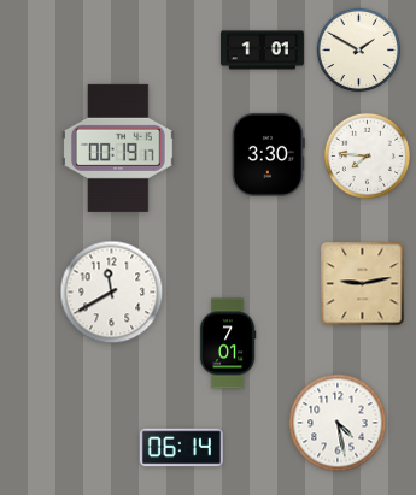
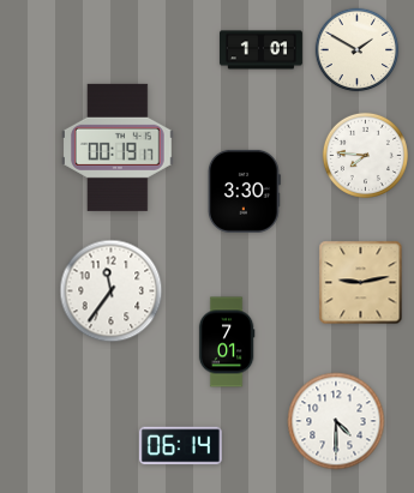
clock at (268, 154) position: (268, 154) -> (244, 191)
clock at (112, 293): 11:40 -> 11:36
clock at (338, 423): 4:28 -> 4:30
